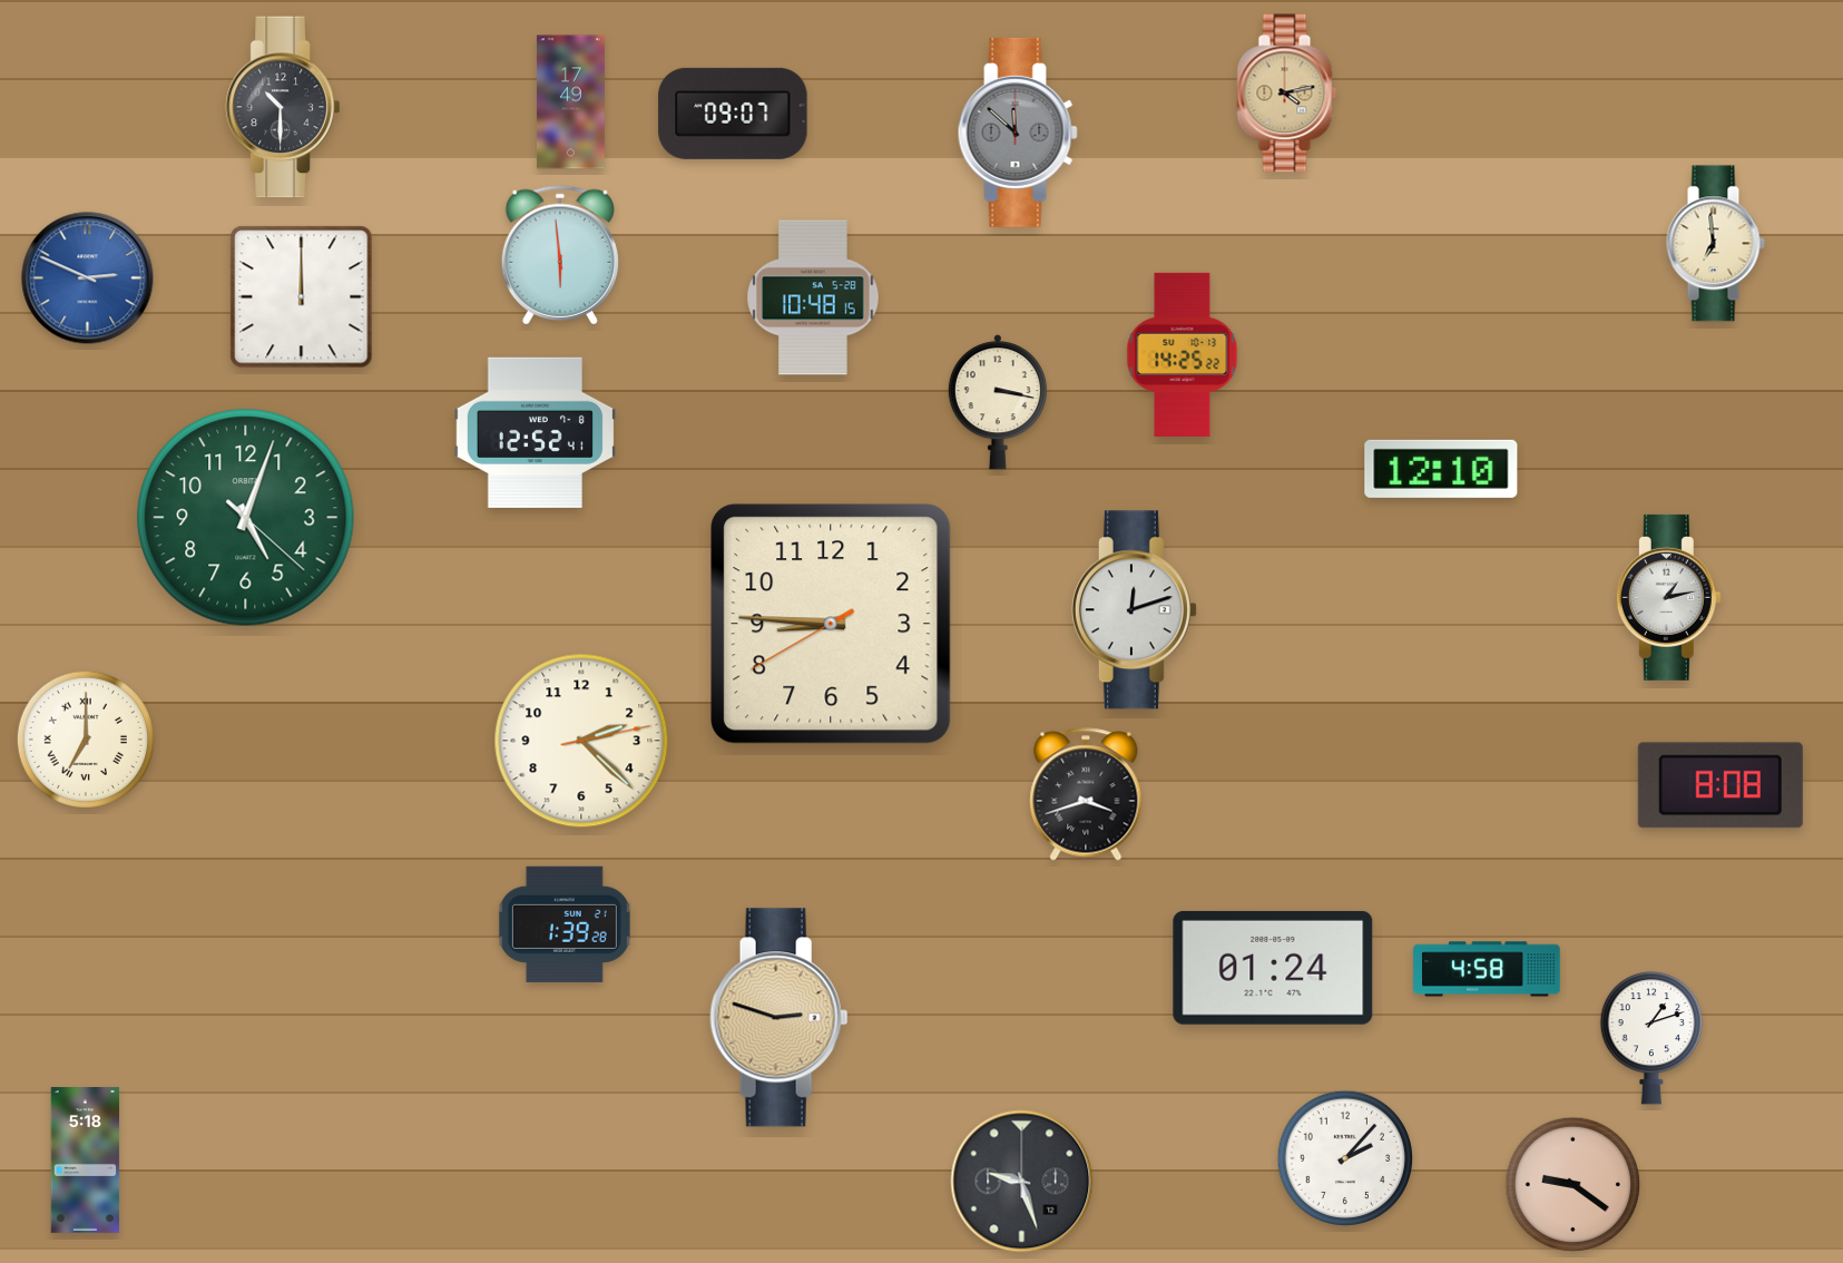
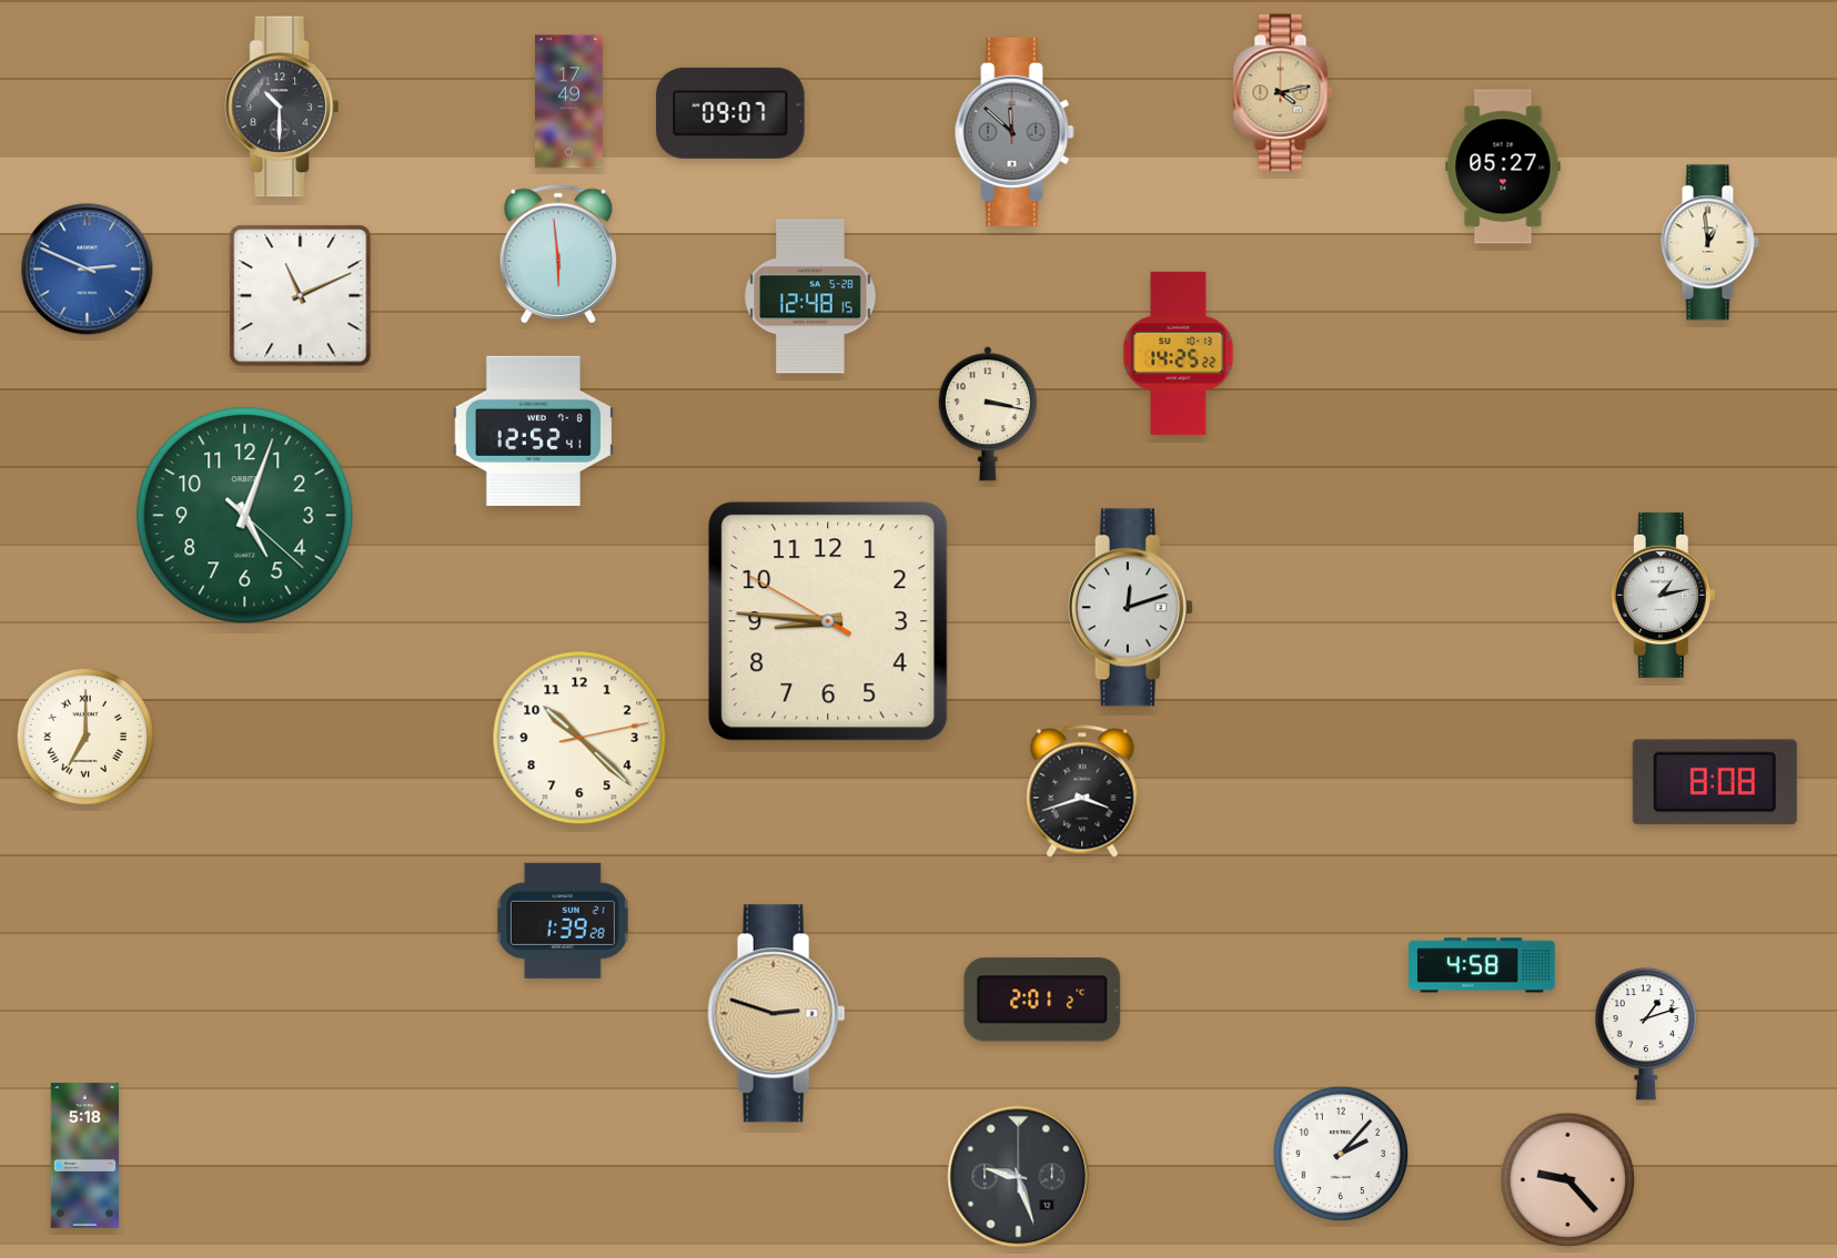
clock at (1503, 166): none -> 05:27
clock at (1715, 244): 6:59 -> 12:59
clock at (88, 278) position: (88, 278) -> (88, 270)
clock at (302, 297): 12:00 -> 11:11
clock at (813, 297): 10:48 -> 12:48
clock at (998, 402) position: (998, 402) -> (988, 414)
clock at (1441, 469): 12:10 -> none
clock at (831, 624): 8:45:40 -> 8:45:50
clock at (581, 741): 2:22 -> 10:22
clock at (1273, 968): 01:24 -> none
clock at (1042, 1000): none -> 2:01
clock at (1574, 1185): 9:21 -> 9:23
